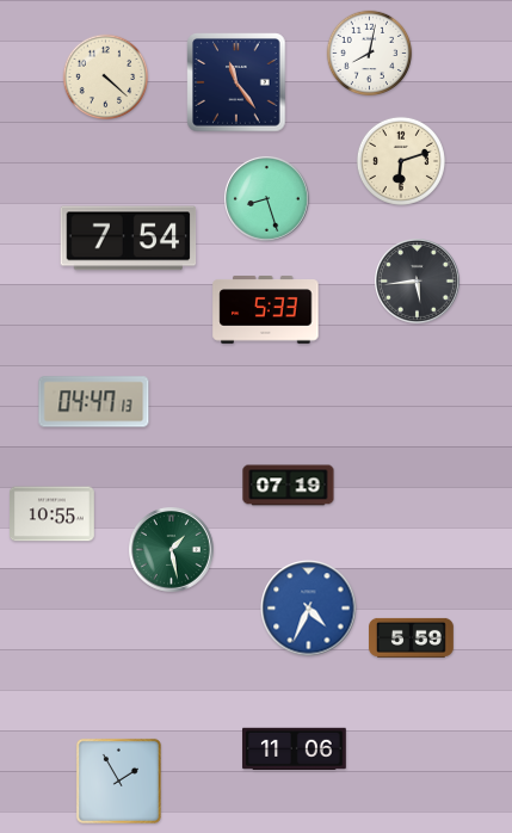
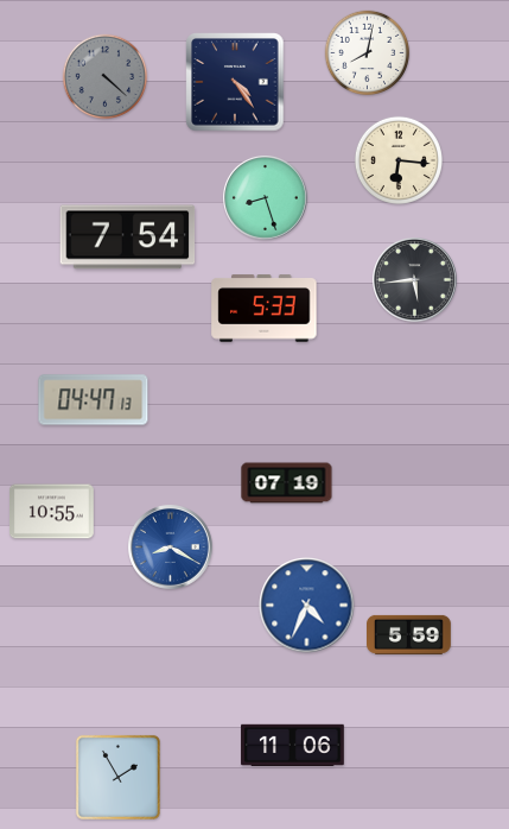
clock at (106, 78) dial: cream -> grey
clock at (236, 82): 11:24 -> 4:24
clock at (401, 161): 6:12 -> 6:16
clock at (172, 550): 1:28 -> 8:20
clock at (172, 550) dial: green -> blue
